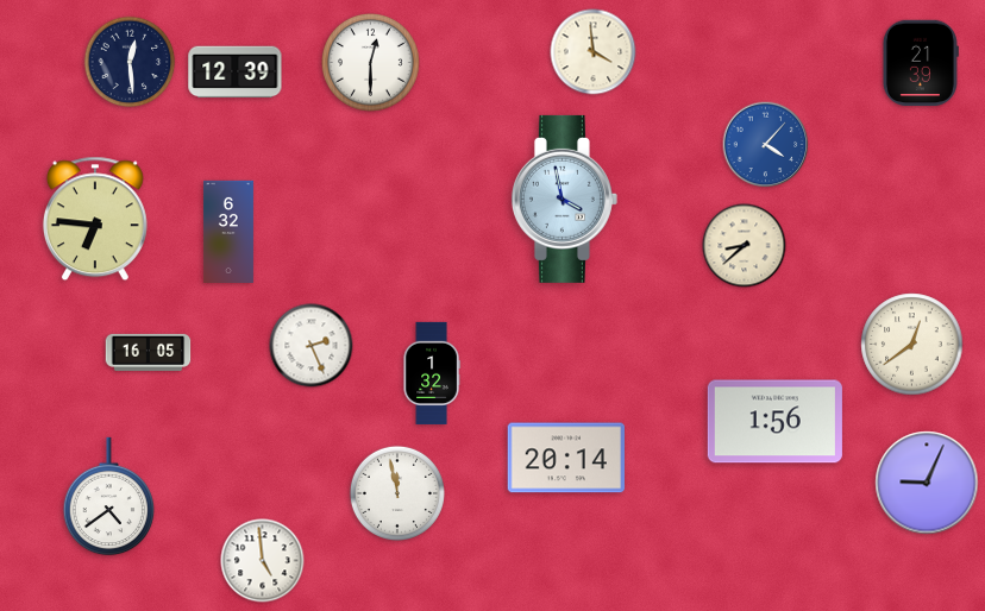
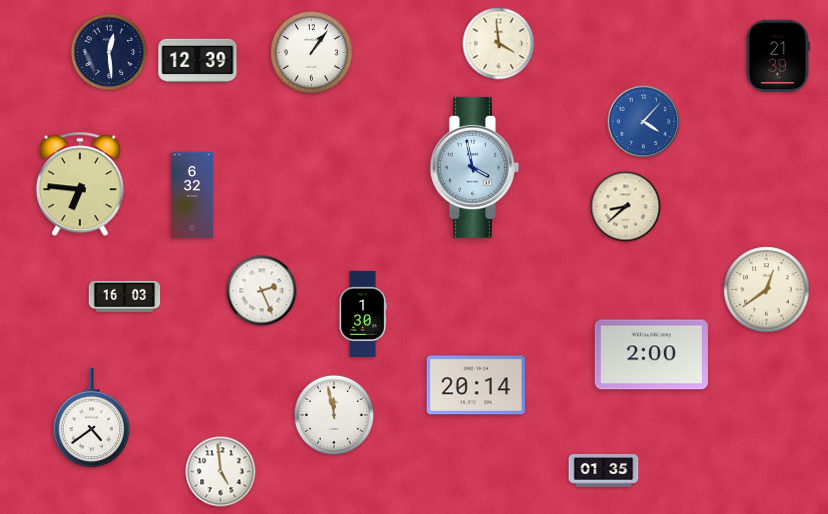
clock at (921, 62) position: (921, 62) -> (778, 55)
clock at (371, 63): 12:30 -> 1:06
clock at (149, 352): 16:05 -> 16:03
clock at (432, 373): 1:32 -> 1:30
clock at (774, 422): 1:56 -> 2:00
clock at (927, 483): 9:04 -> none
clock at (604, 471): none -> 01:35
